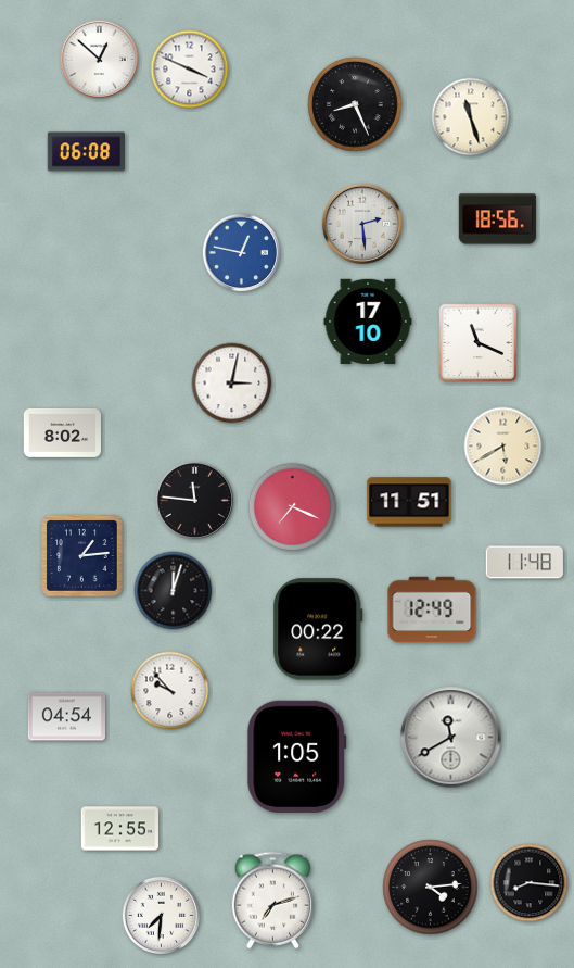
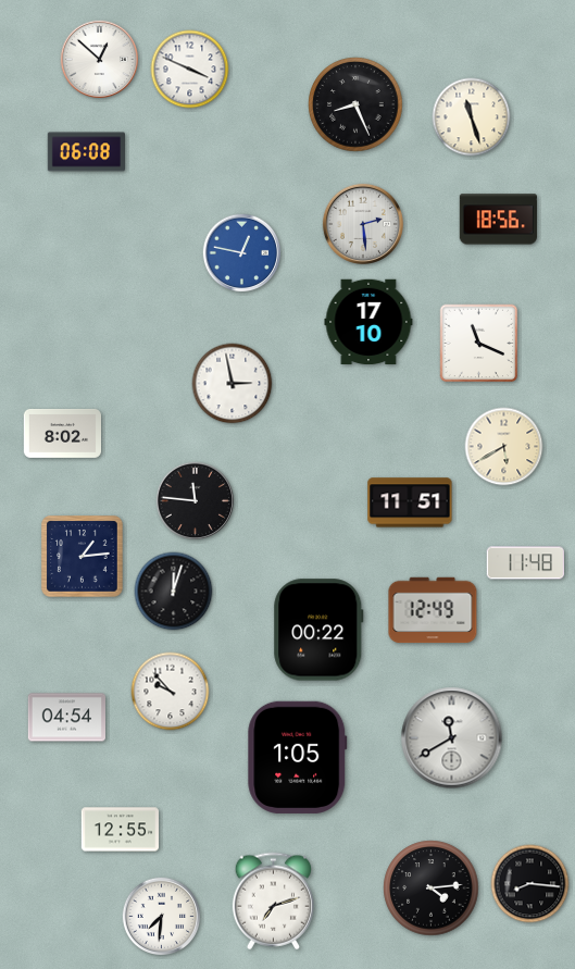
clock at (232, 384): 3:02 -> 2:58
clock at (292, 506): 7:19 -> none
